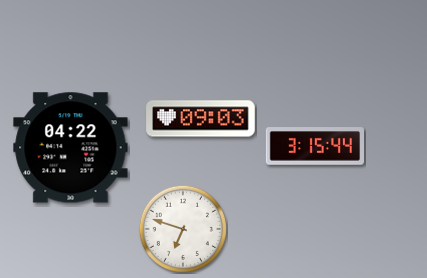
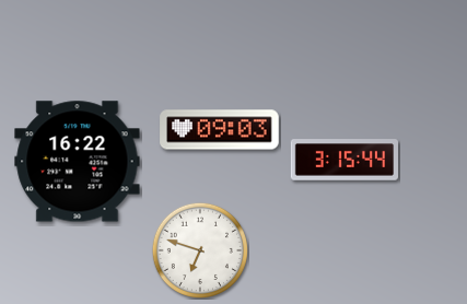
clock at (71, 148): 04:22 -> 16:22
